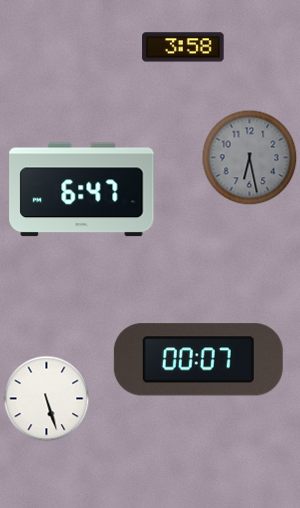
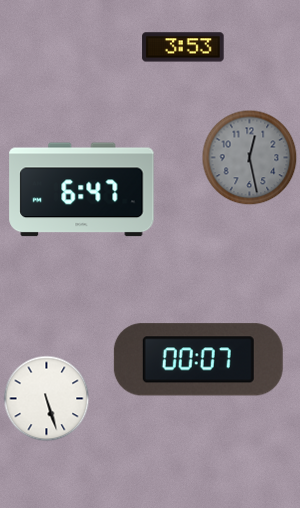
clock at (183, 47): 3:58 -> 3:53
clock at (250, 158): 6:28 -> 12:28
